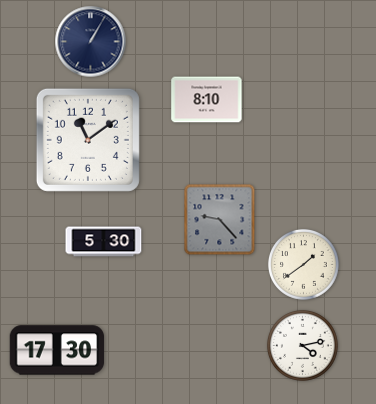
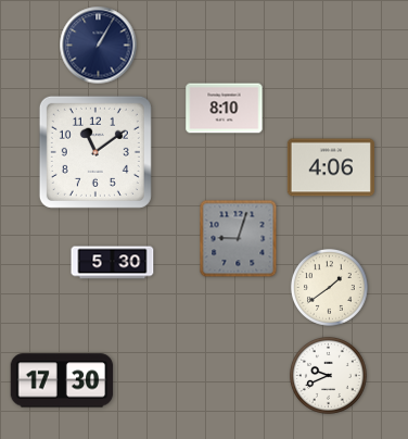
clock at (330, 167): none -> 4:06
clock at (220, 220): 9:23 -> 9:03
clock at (302, 345): 4:13 -> 9:41
